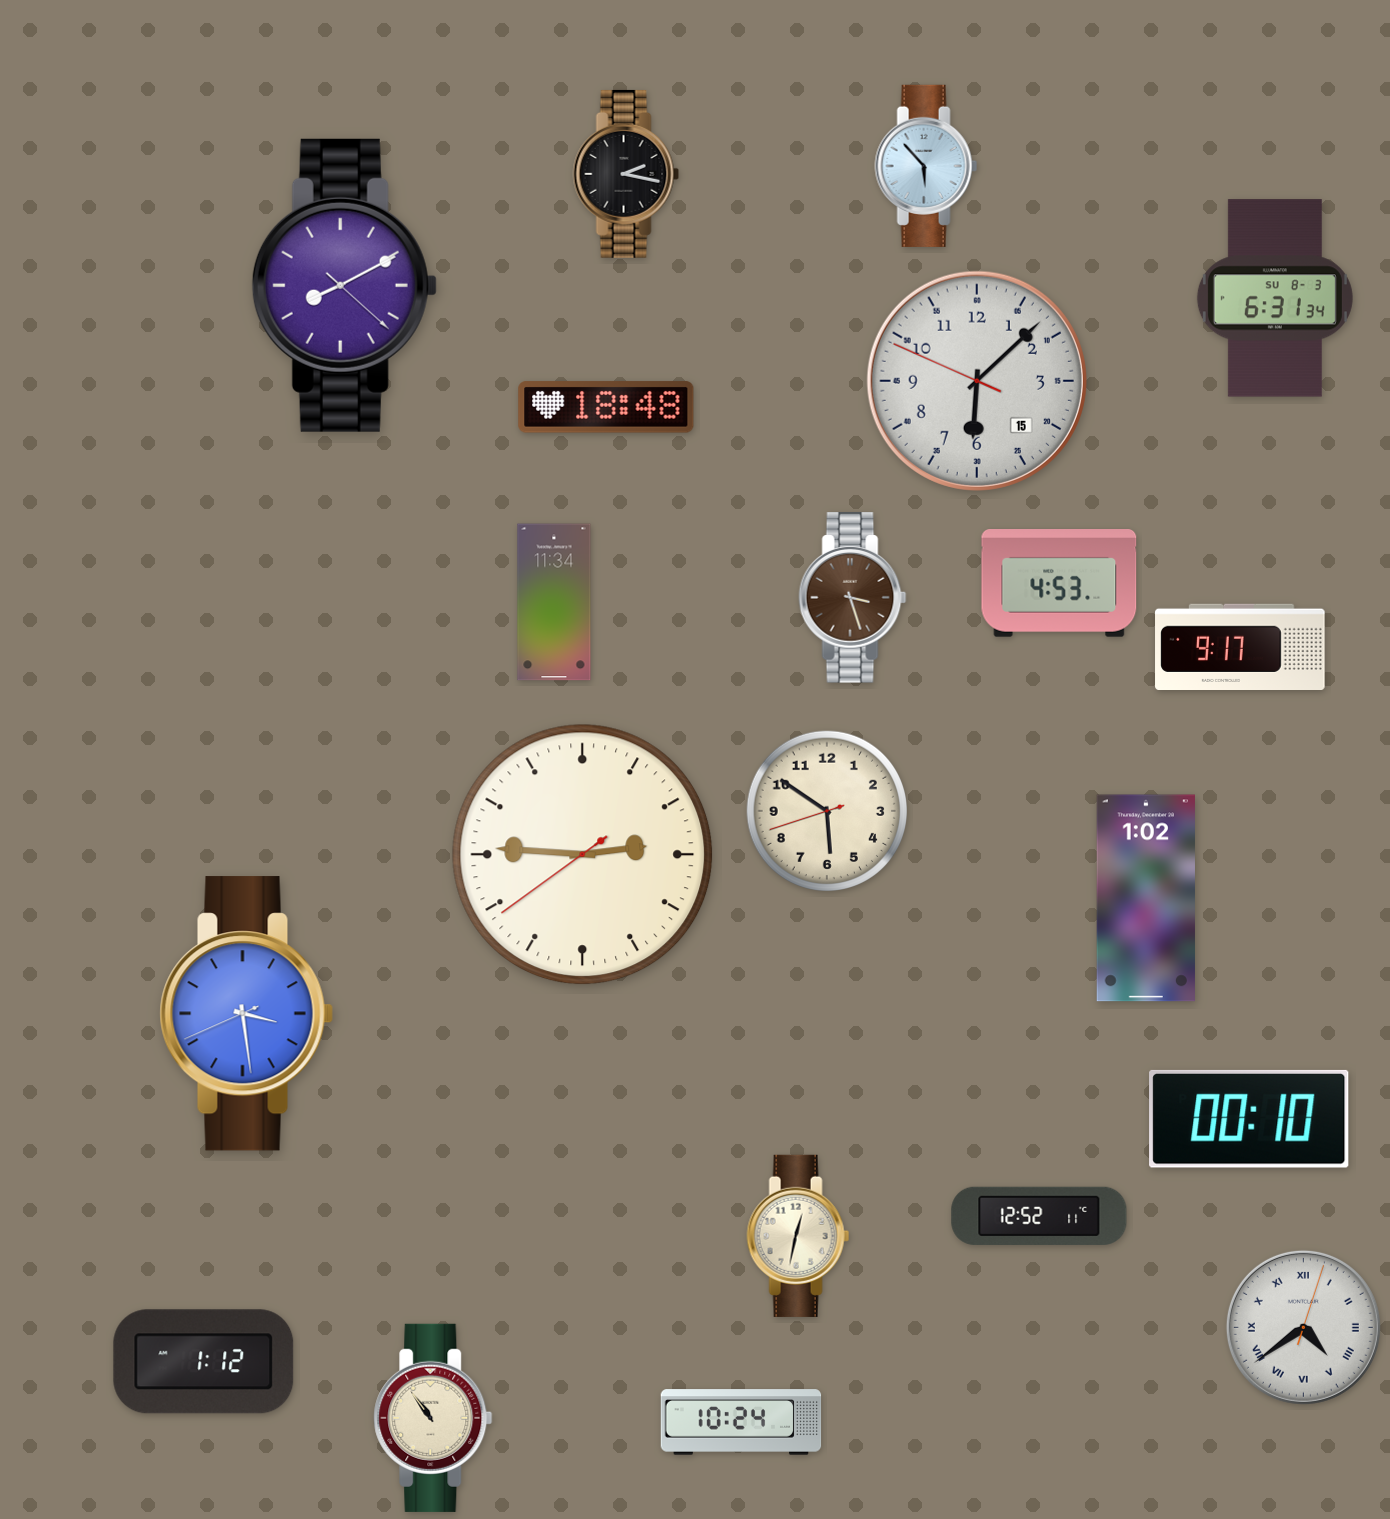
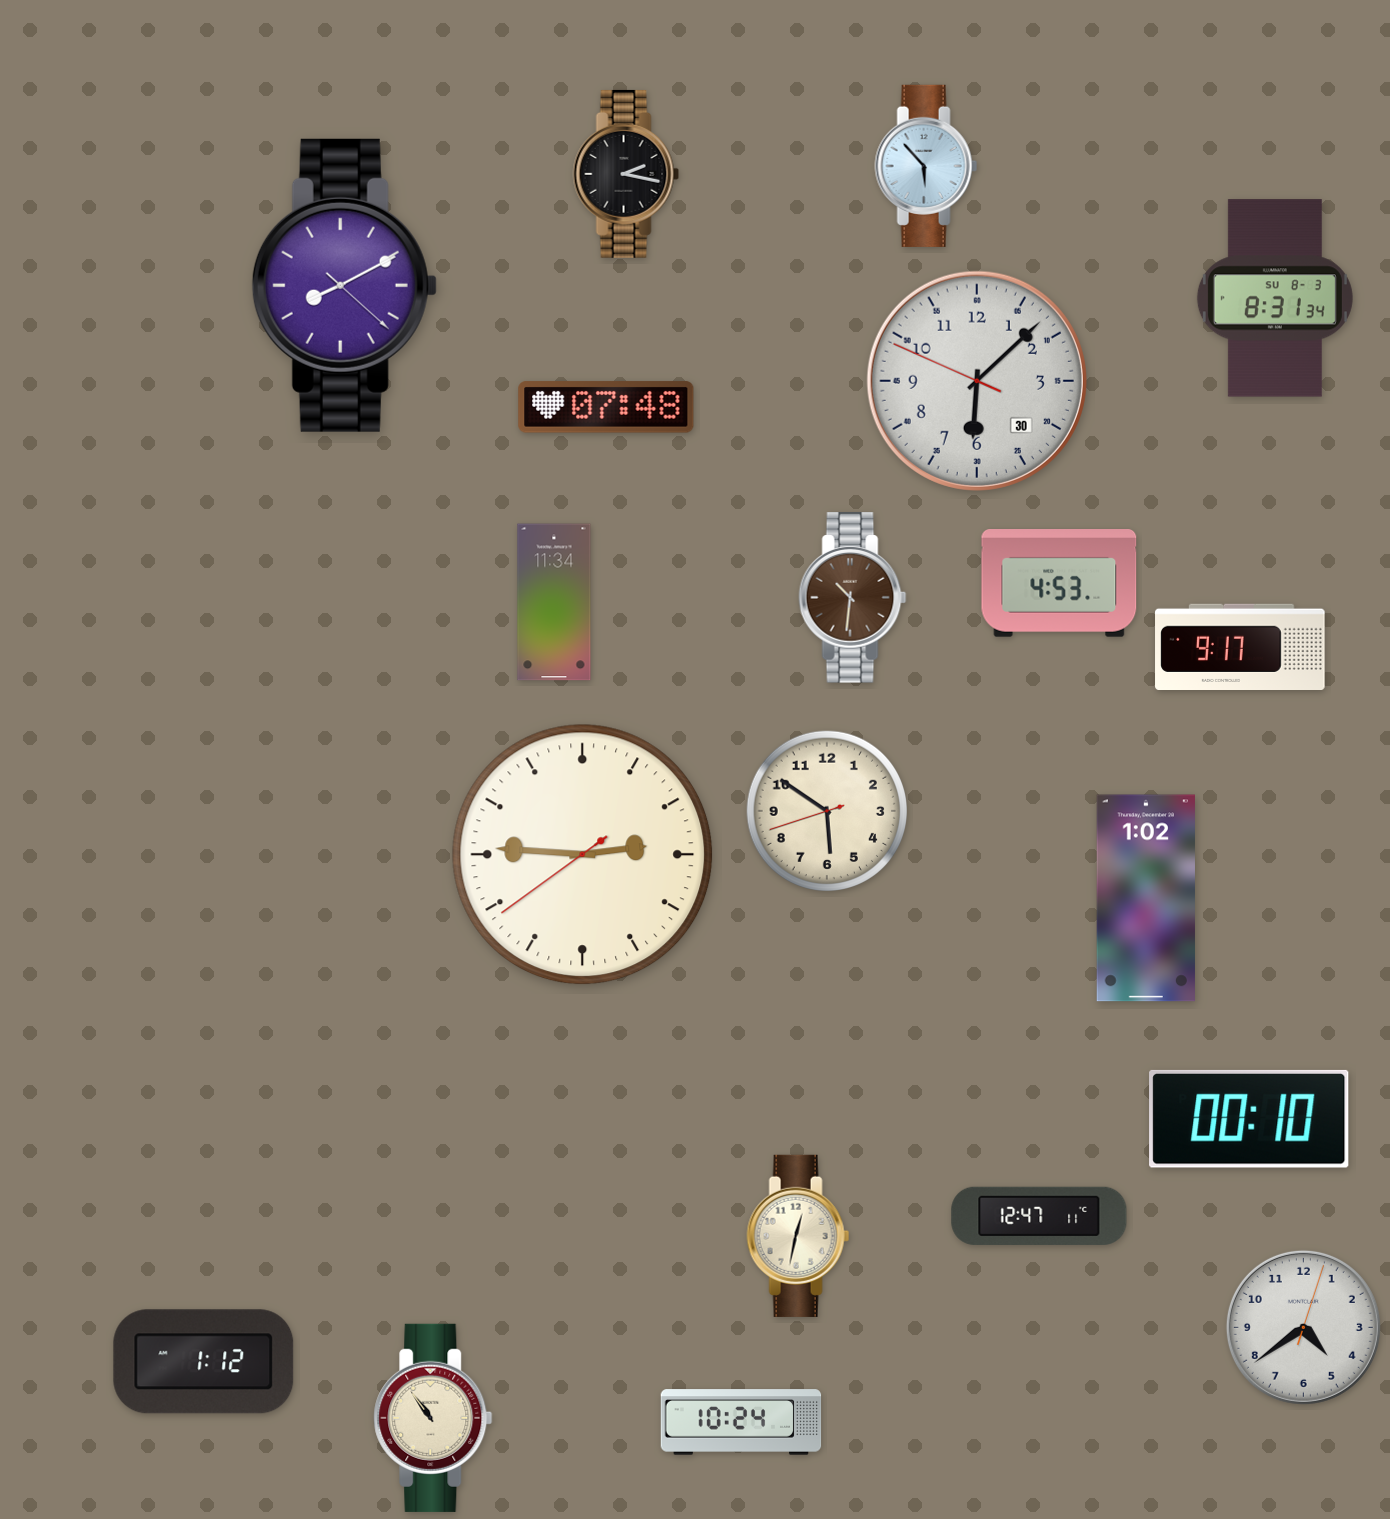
clock at (1275, 298): 6:31 -> 8:31
clock at (977, 381) date: 15 -> 30
clock at (606, 407): 18:48 -> 07:48
clock at (853, 598): 3:27 -> 10:31
clock at (246, 1014): 3:28 -> none
clock at (1039, 1216): 12:52 -> 12:47
clock at (1303, 1327) numerals: Roman -> Arabic
